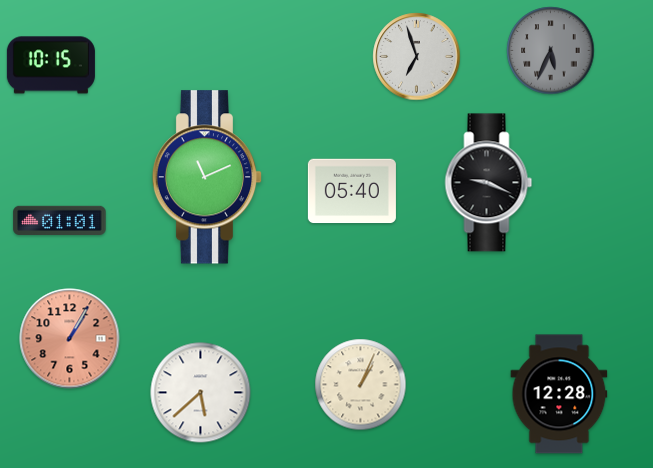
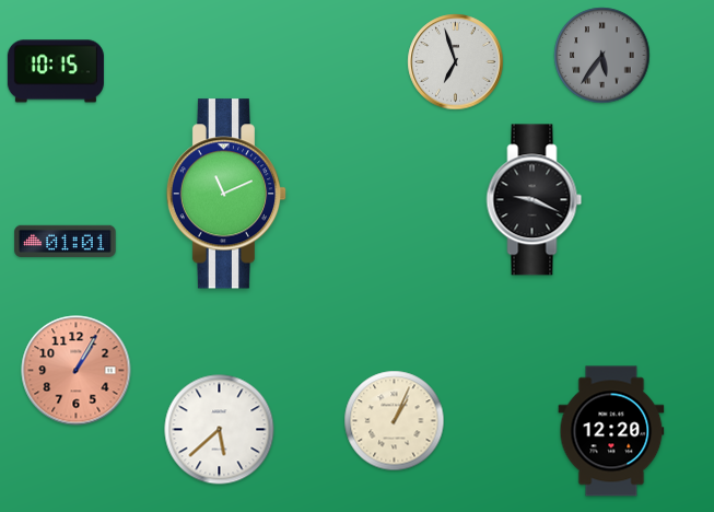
clock at (551, 51): 5:34 -> 5:36
clock at (352, 191): 05:40 -> none
clock at (559, 394): 12:28 -> 12:20
